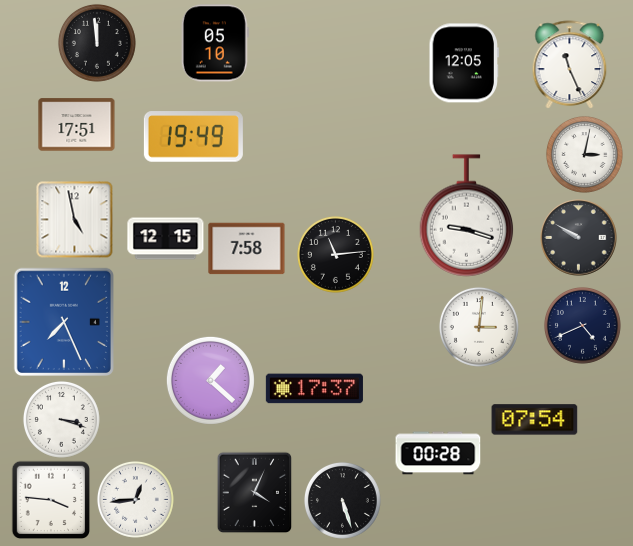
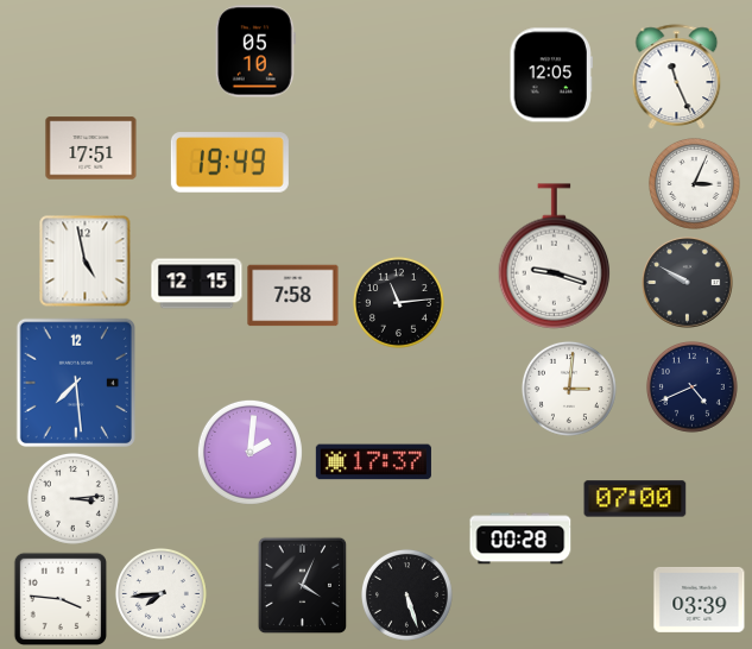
clock at (97, 43): 11:59 -> none
clock at (584, 154): 3:02 -> 3:04
clock at (75, 220) position: (75, 220) -> (86, 262)
clock at (63, 321): 7:26 -> 7:29
clock at (210, 380): 1:22 -> 2:01
clock at (61, 419): 3:18 -> 3:14
clock at (535, 420): 07:54 -> 07:00
clock at (50, 499) position: (50, 499) -> (59, 598)
clock at (135, 499): 12:44 -> 7:44
clock at (700, 599): none -> 03:39
